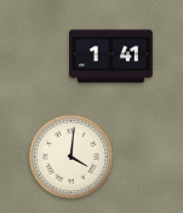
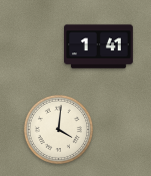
clock at (111, 57) position: (111, 57) -> (99, 47)
